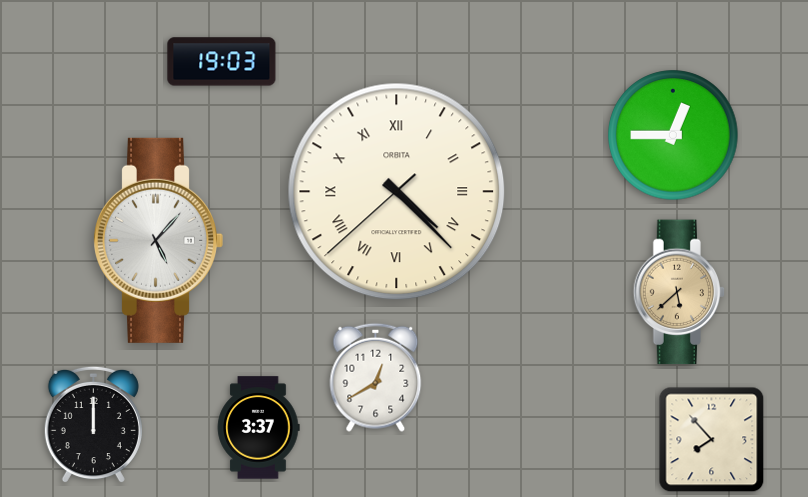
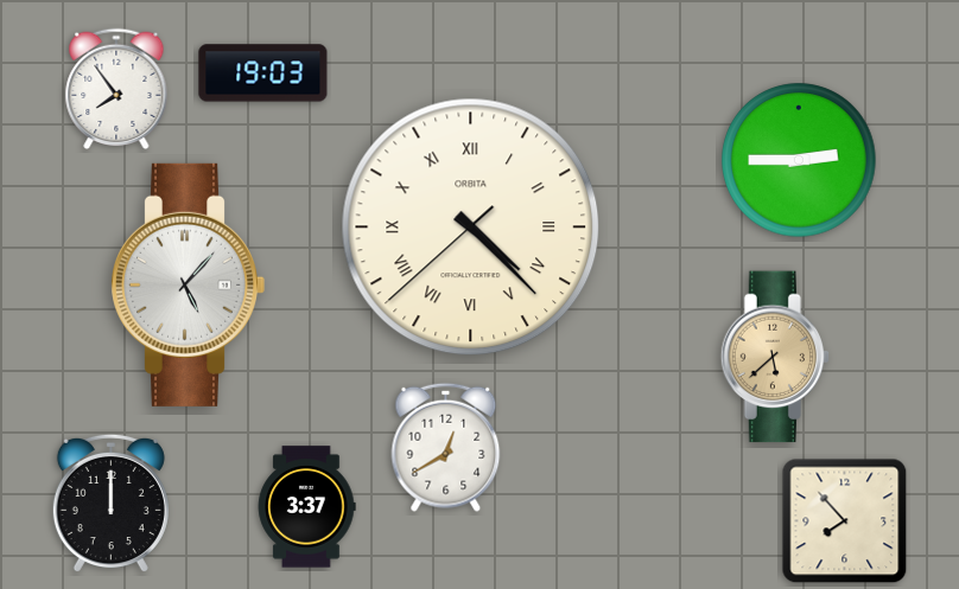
clock at (116, 88): none -> 7:54
clock at (673, 135): 12:45 -> 2:45
clock at (679, 292) position: (679, 292) -> (775, 357)
